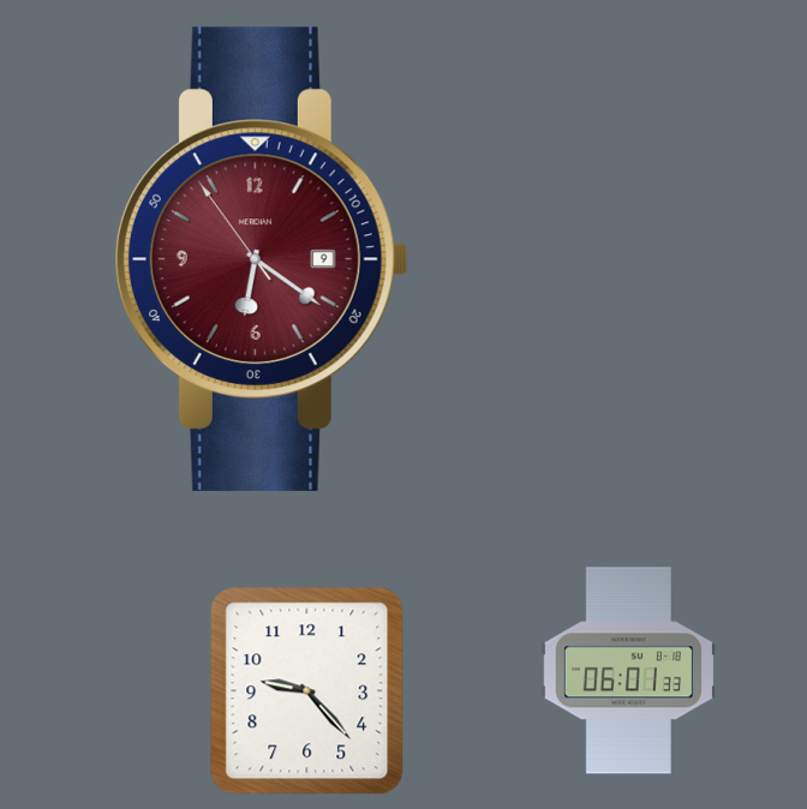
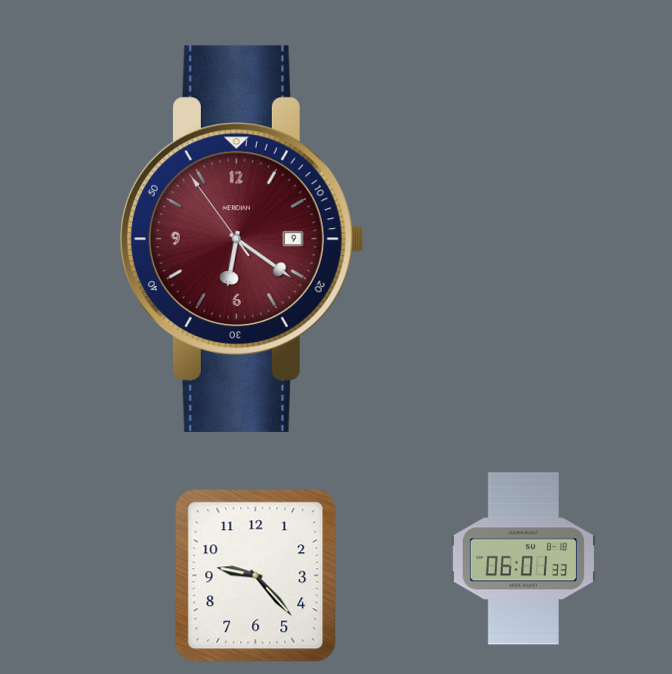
clock at (262, 259) position: (262, 259) -> (242, 239)
